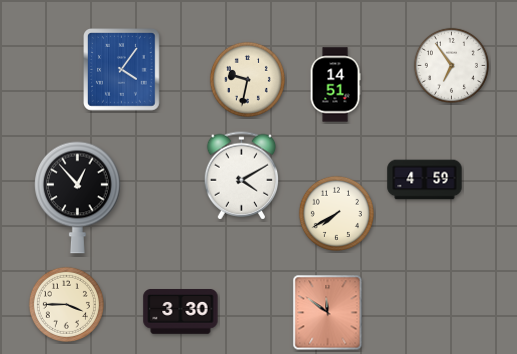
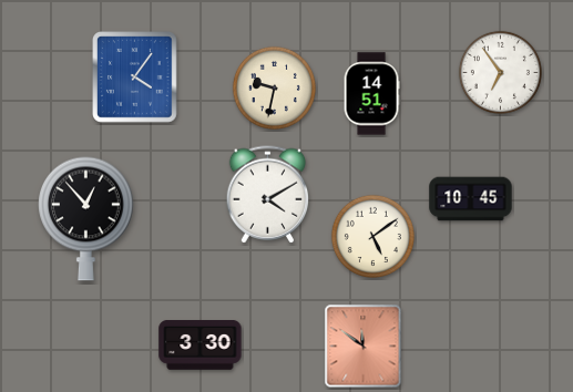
clock at (425, 180): 4:59 -> 10:45
clock at (336, 213): 7:40 -> 5:09
clock at (66, 304): 3:45 -> none
